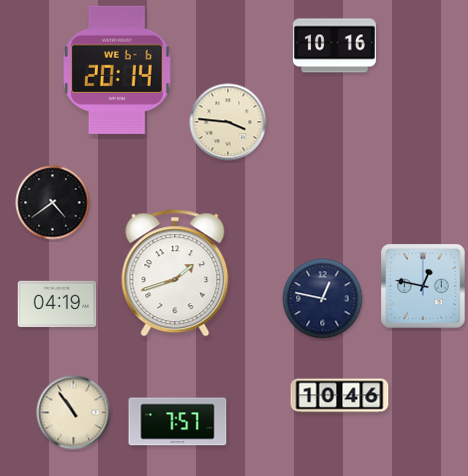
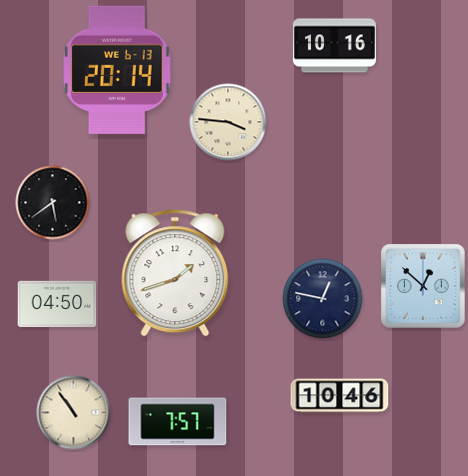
clock at (118, 70) date: WE 6-6 -> WE 6-13
clock at (53, 203): 4:39 -> 5:39
clock at (423, 286): 12:47 -> 12:52
clock at (57, 304): 04:19 -> 04:50
